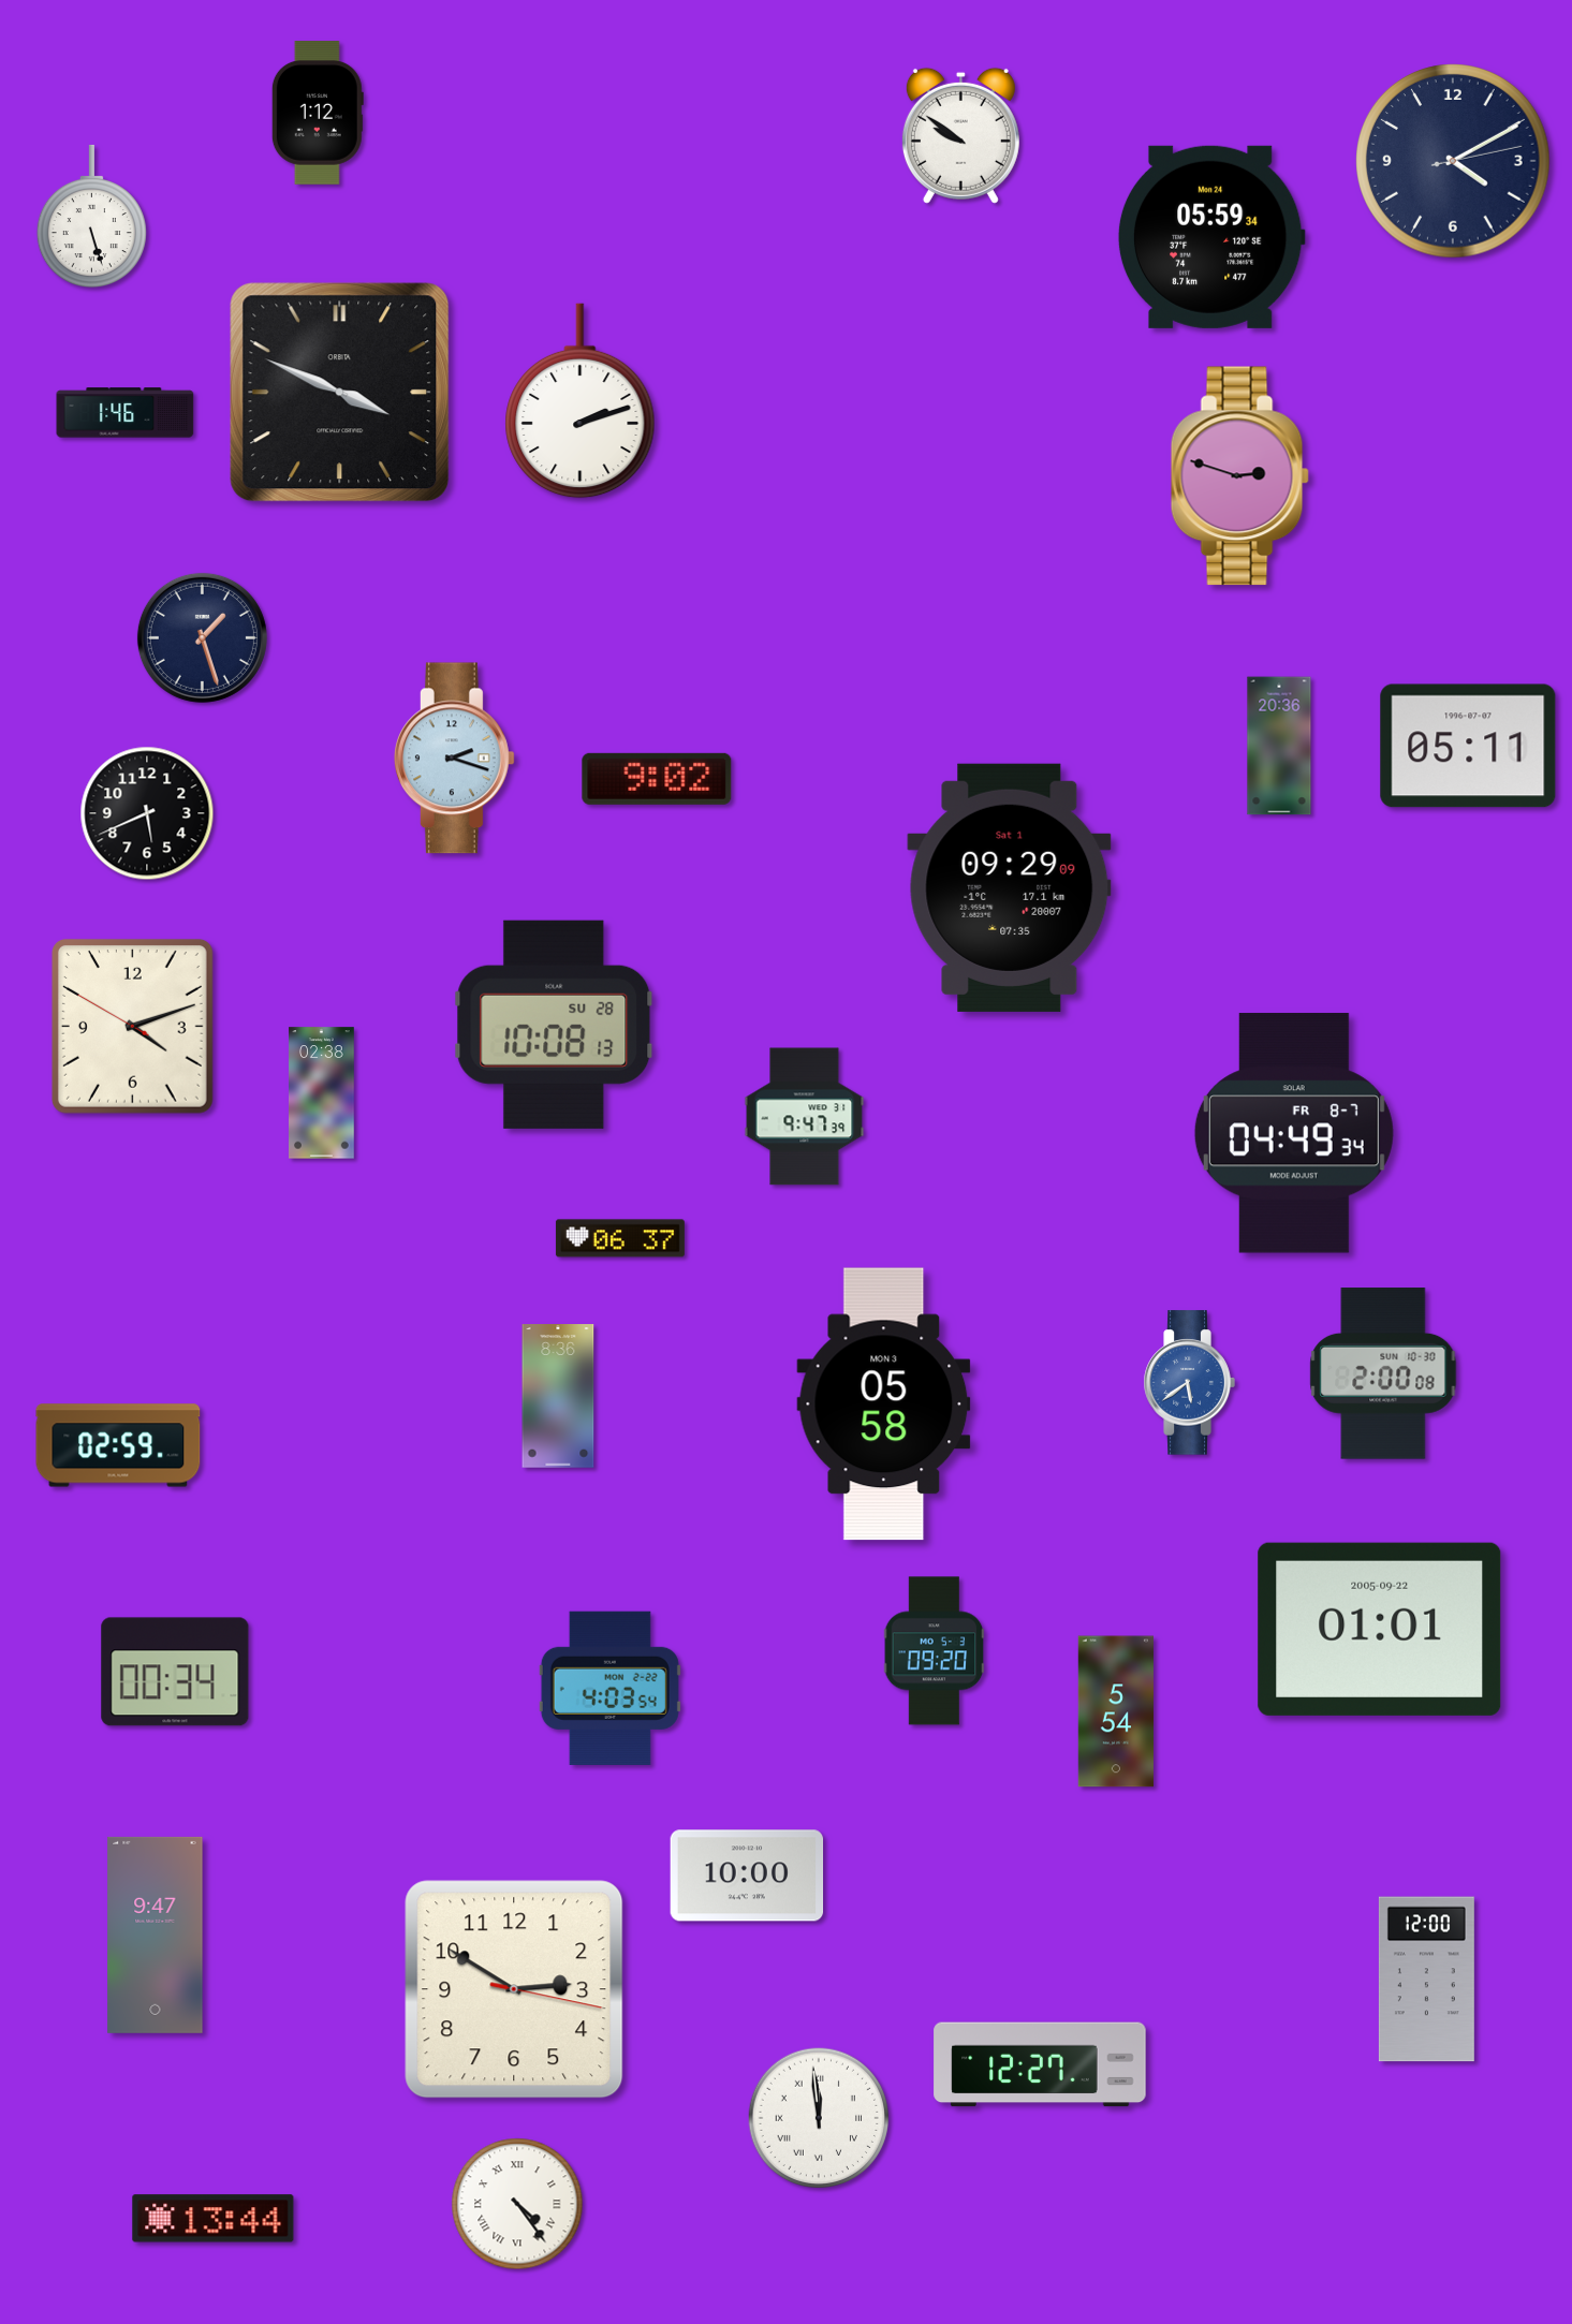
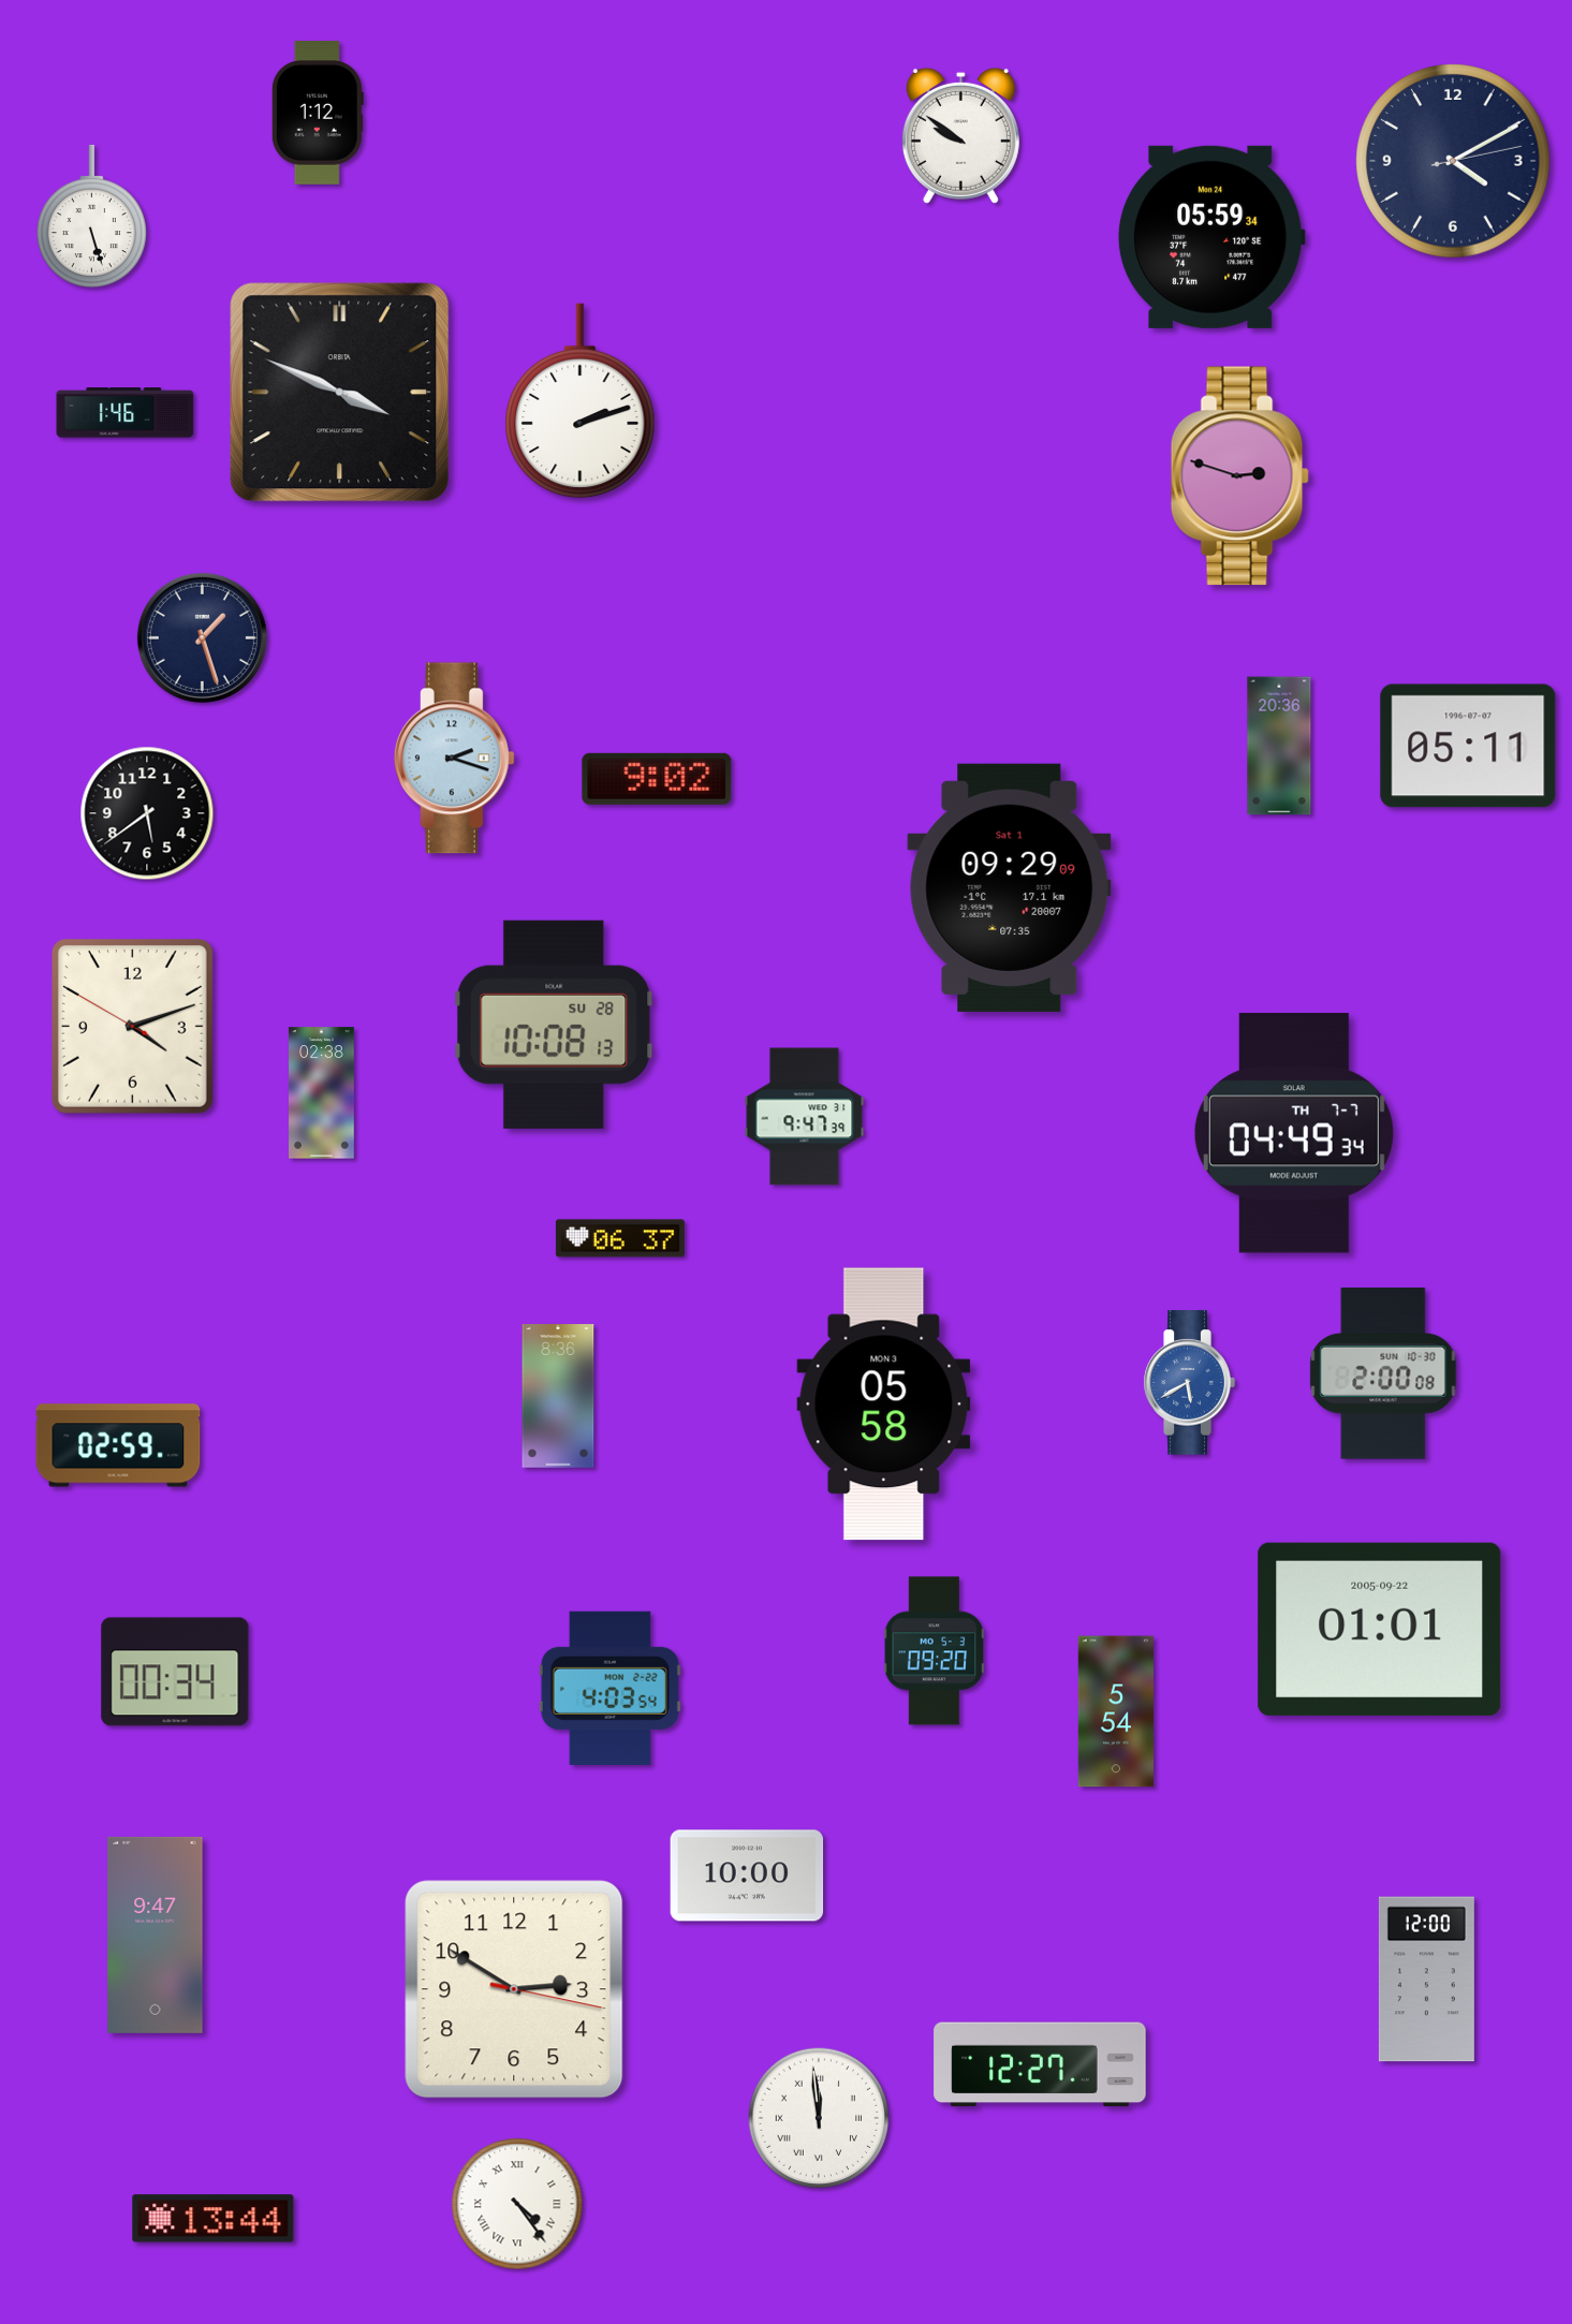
clock at (147, 813): 5:41 -> 5:39
clock at (1294, 1133) date: FR 8-7 -> TH 7-7
clock at (1189, 1383): 5:39 -> 5:40
